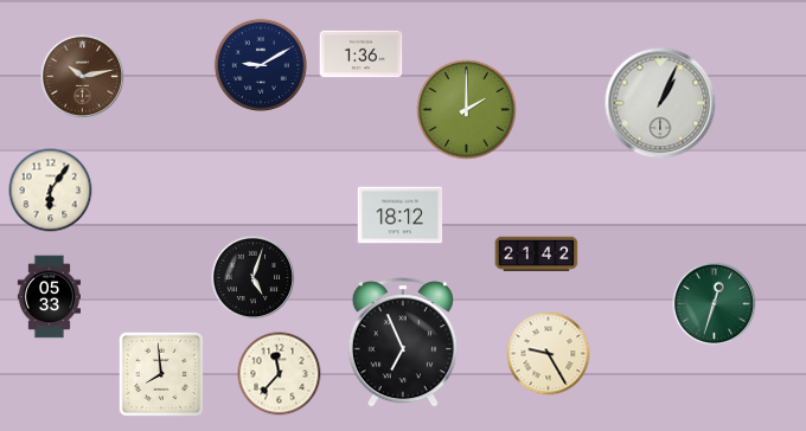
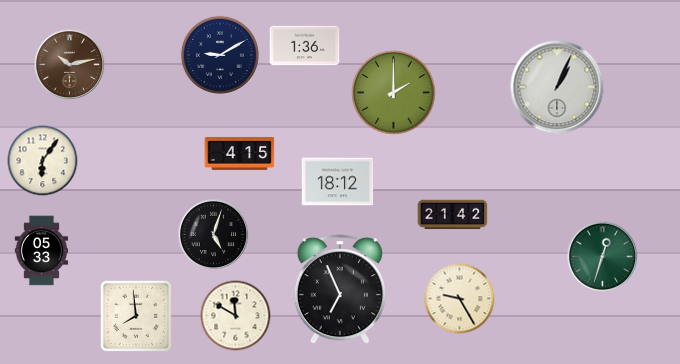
clock at (240, 153): none -> 4:15
clock at (549, 354) position: (549, 354) -> (460, 299)
clock at (280, 374): 11:37 -> 11:50
